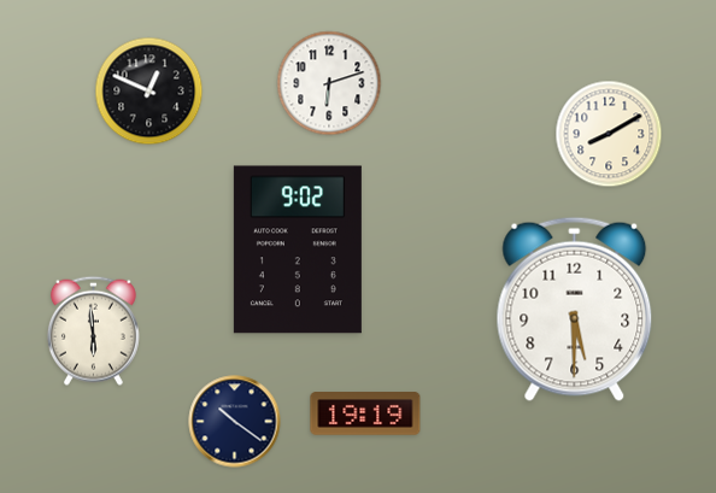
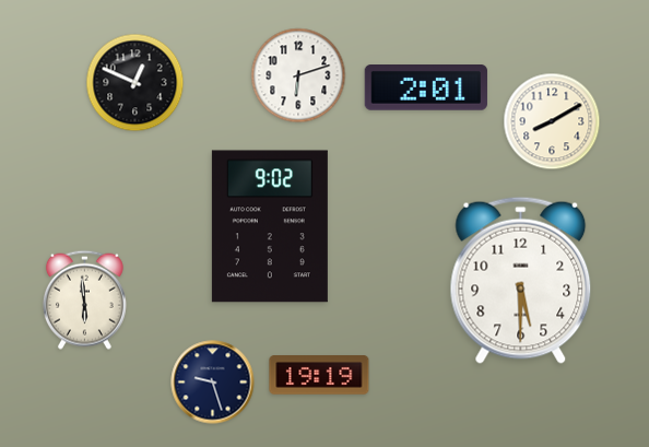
clock at (425, 89): none -> 2:01
clock at (365, 413) position: (365, 413) -> (319, 375)
clock at (235, 422): 10:21 -> 9:27
